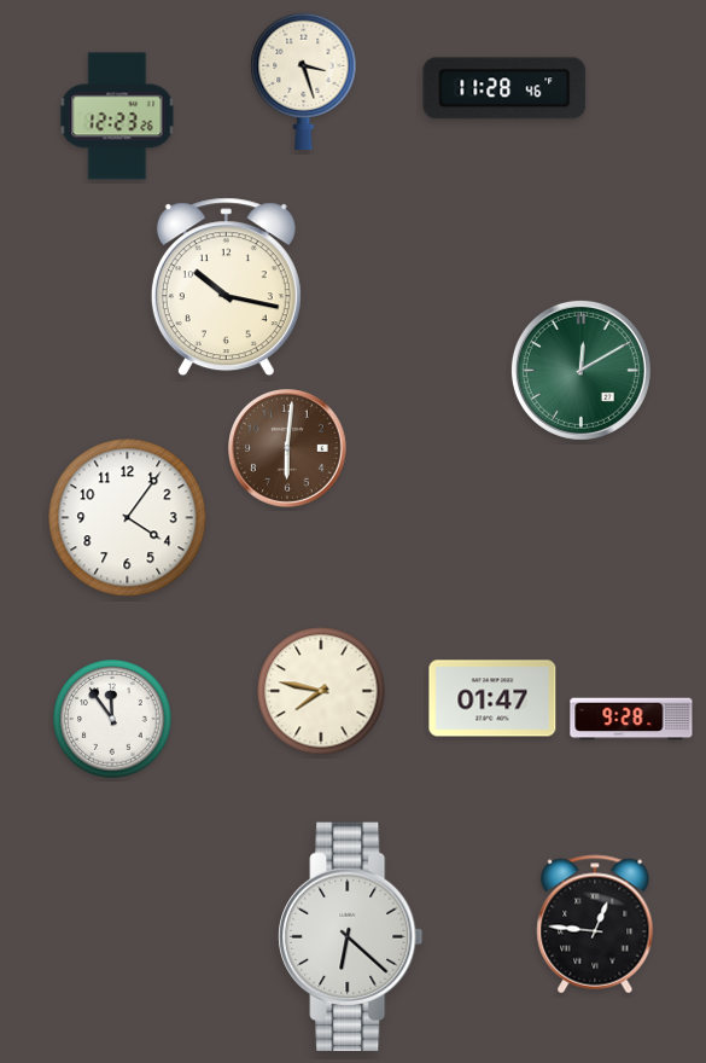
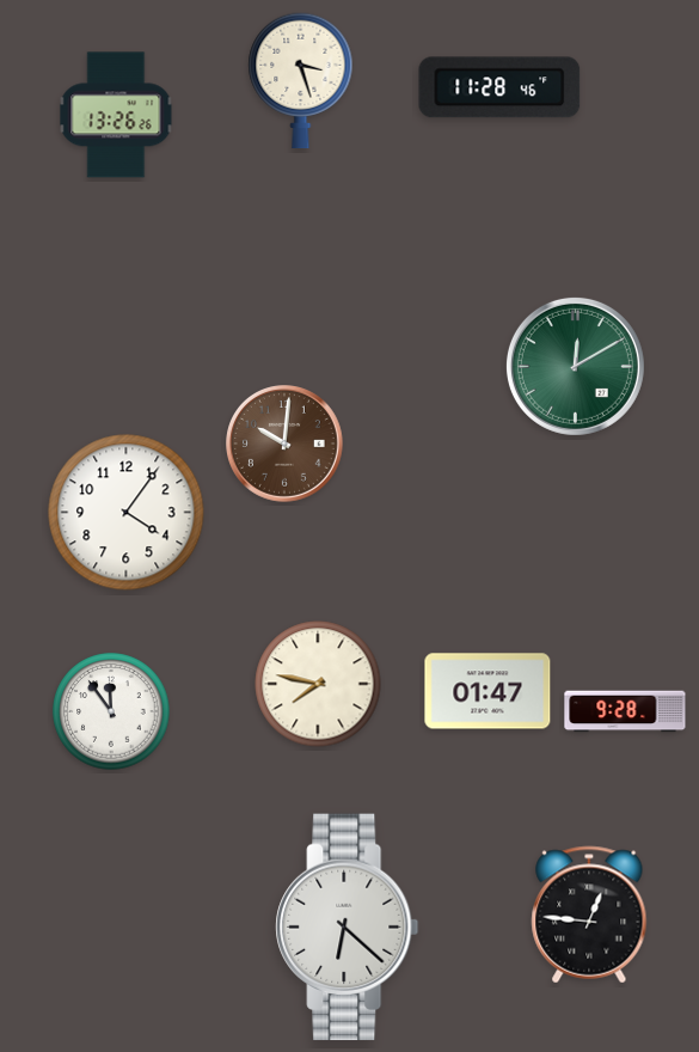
clock at (117, 116): 12:23 -> 13:26
clock at (226, 287): 10:17 -> none
clock at (288, 449): 6:01 -> 10:01
